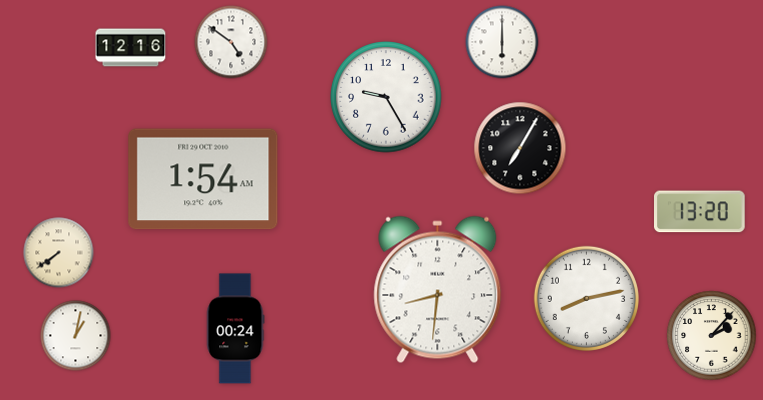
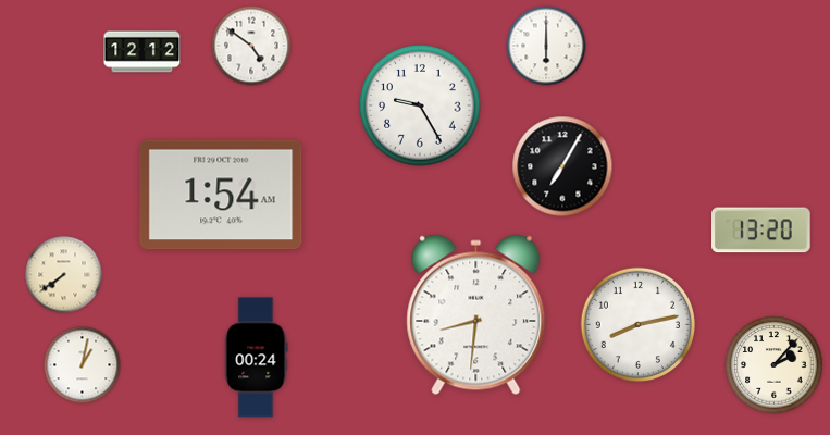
clock at (131, 48): 12:16 -> 12:12
clock at (520, 148) position: (520, 148) -> (562, 166)
